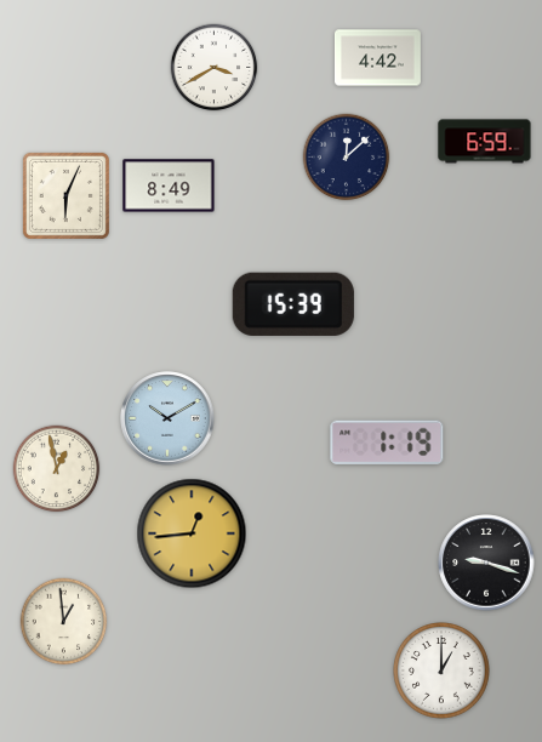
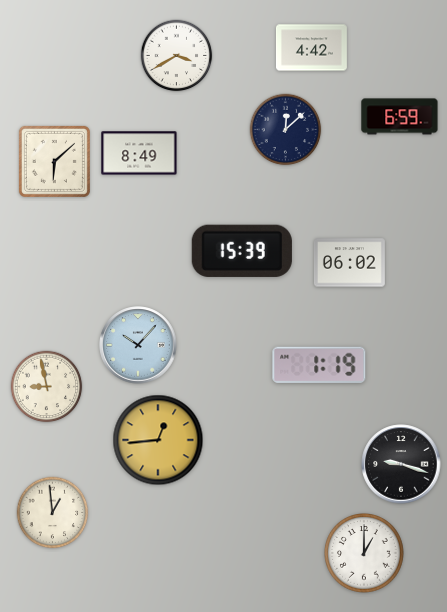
clock at (65, 195): 6:04 -> 6:08
clock at (349, 263): none -> 06:02
clock at (167, 418): 10:10 -> 10:07
clock at (57, 469): 12:58 -> 8:58
